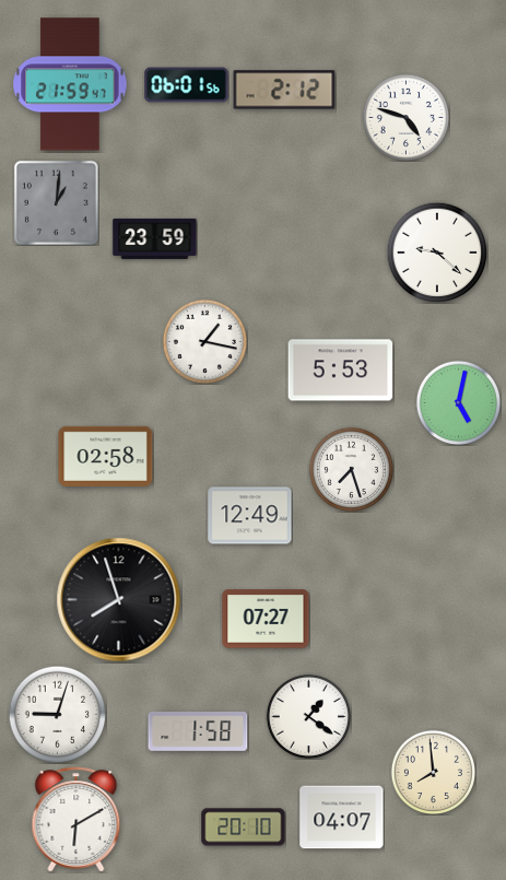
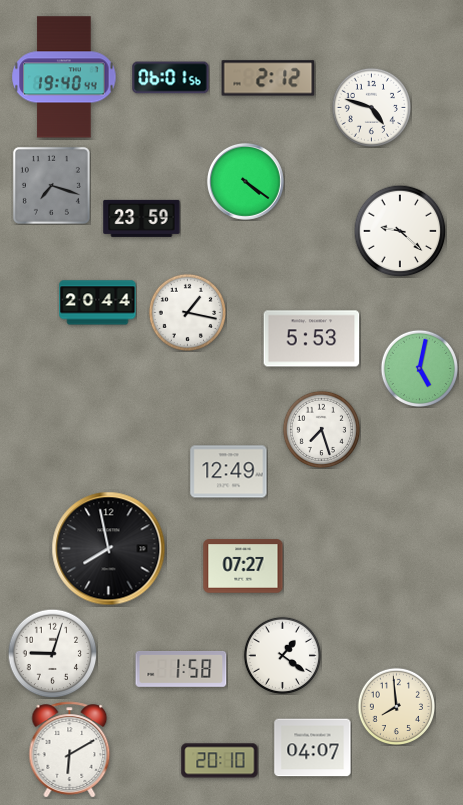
clock at (70, 84): 21:59 -> 19:40
clock at (284, 90) position: (284, 90) -> (268, 78)
clock at (245, 181): none -> 4:21
clock at (56, 202): 1:01 -> 7:18
clock at (98, 303): none -> 20:44
clock at (106, 456): 02:58 -> none
clock at (119, 600): 7:57 -> 7:58
clock at (244, 828) position: (244, 828) -> (220, 761)
